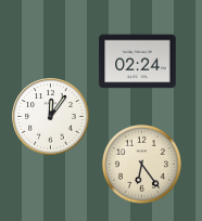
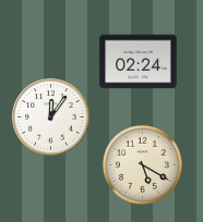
clock at (141, 164): 6:24 -> 5:20
